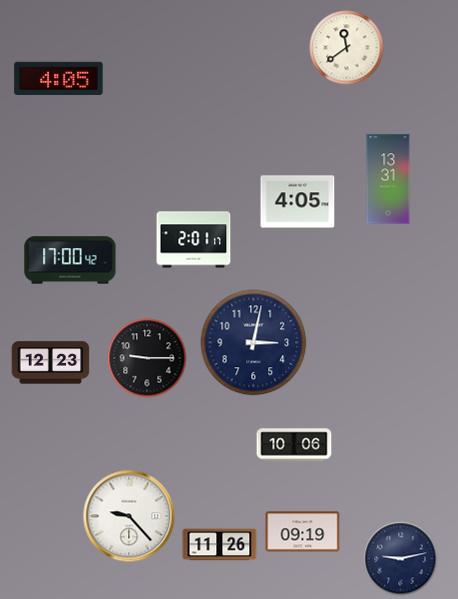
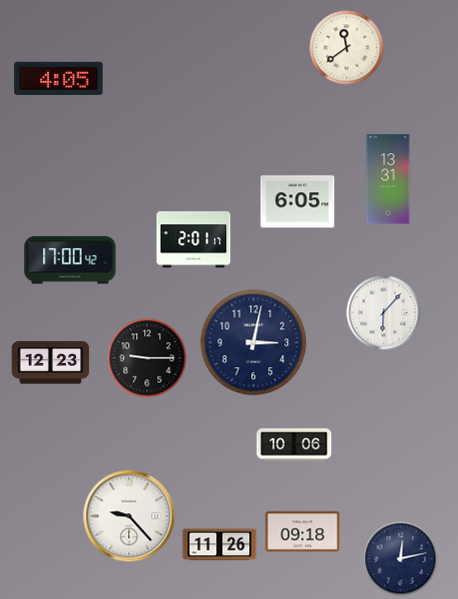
clock at (298, 202): 4:05 -> 6:05
clock at (384, 313): none -> 6:07
clock at (303, 532): 09:19 -> 09:18
clock at (401, 559): 9:13 -> 12:13
